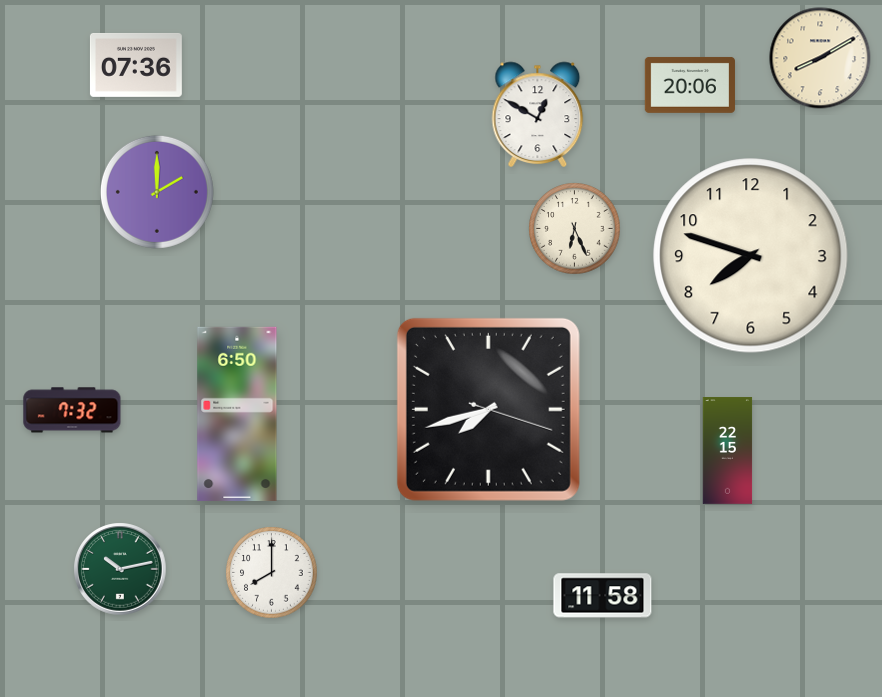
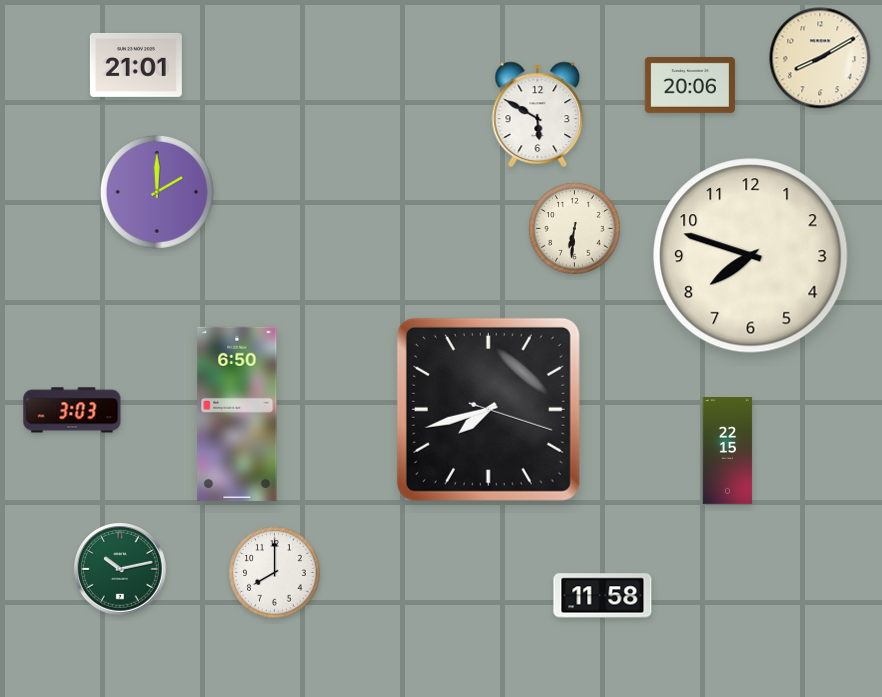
clock at (136, 65): 07:36 -> 21:01
clock at (538, 114): 12:50 -> 5:50
clock at (575, 229): 6:26 -> 6:31
clock at (72, 410): 7:32 -> 3:03
clock at (272, 573) position: (272, 573) -> (275, 573)
